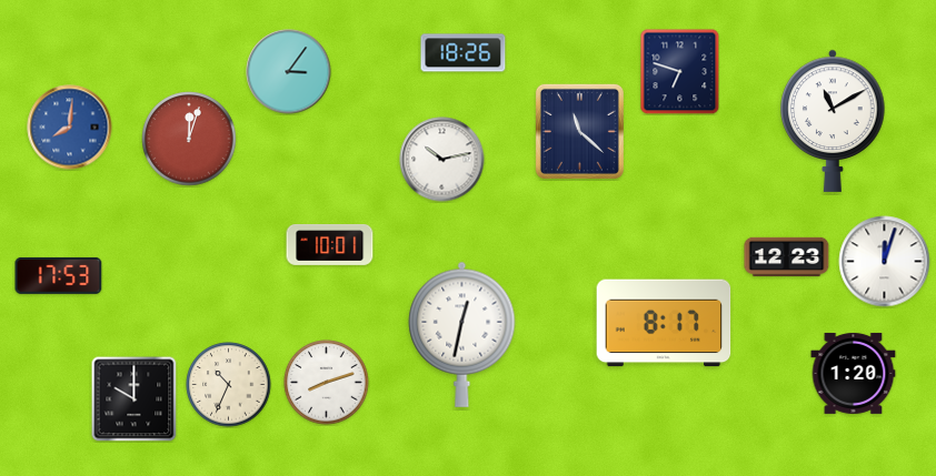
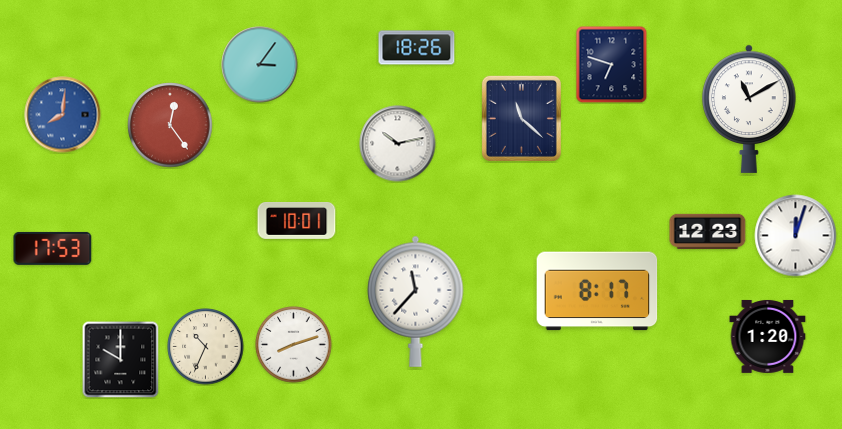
clock at (189, 139): 12:03 -> 12:24
clock at (462, 334): 12:32 -> 11:37
